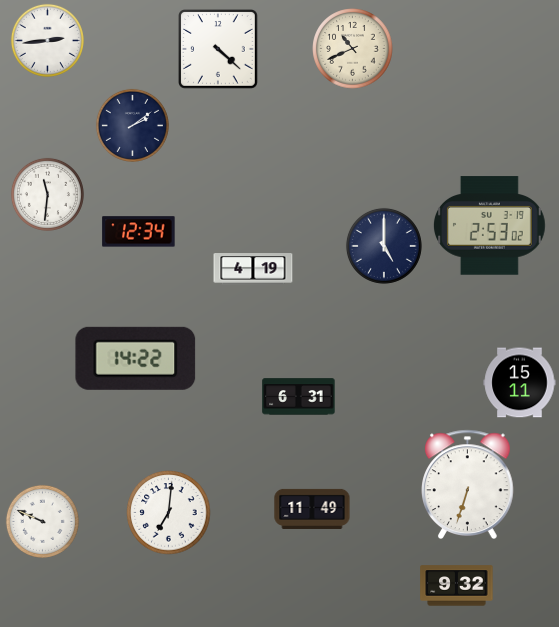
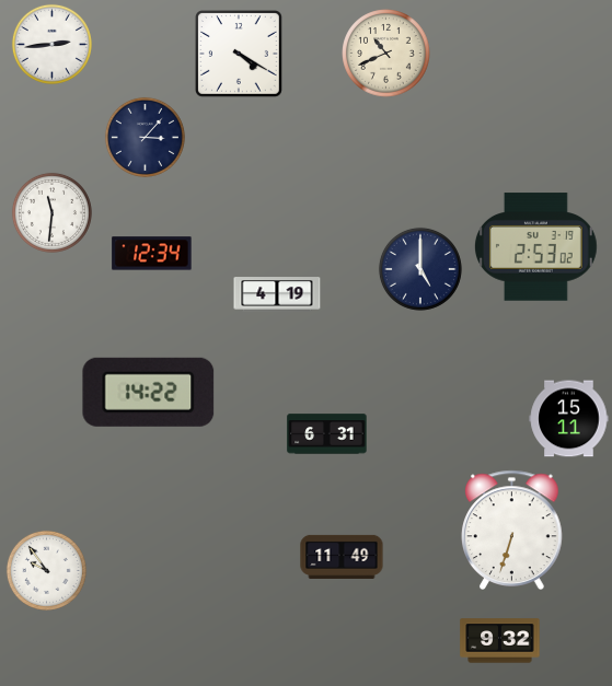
clock at (219, 50): 4:22 -> 4:20
clock at (132, 125): 2:09 -> 3:07
clock at (169, 513): 7:01 -> none
clock at (42, 521): 9:49 -> 9:54
